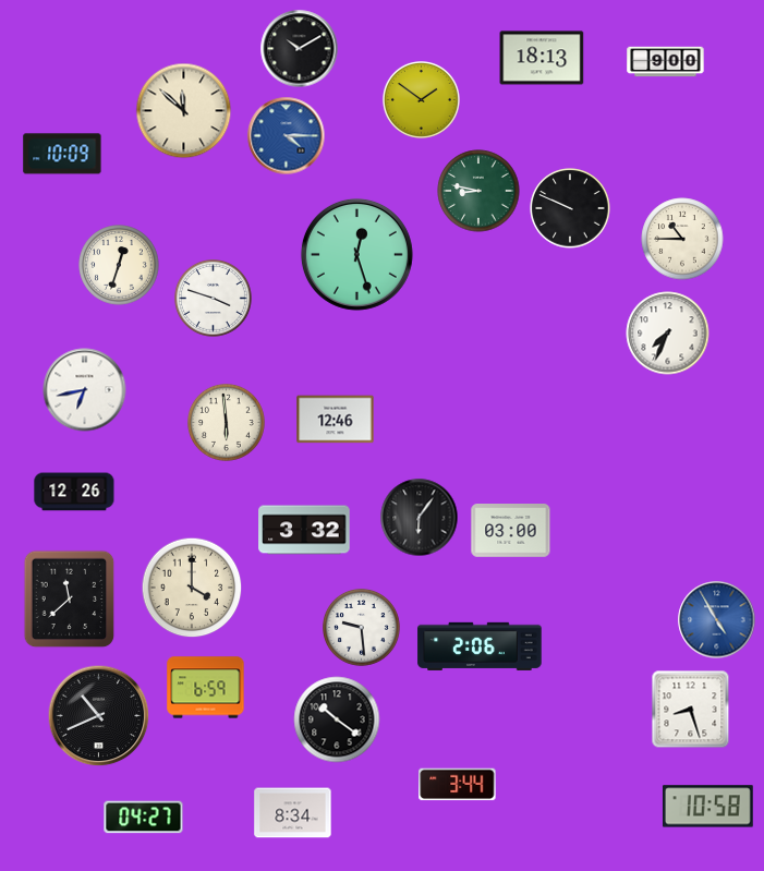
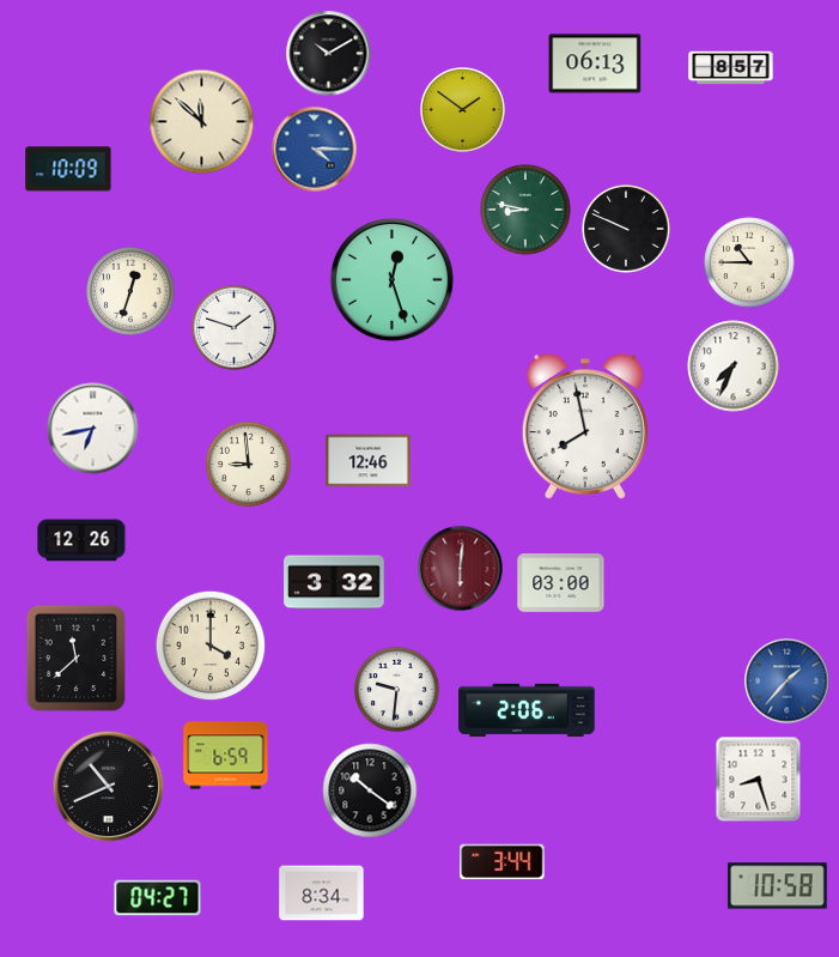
clock at (542, 58): 18:13 -> 06:13
clock at (666, 62): 9:00 -> 8:57
clock at (214, 299): 3:48 -> 1:48
clock at (585, 428): none -> 7:58
clock at (227, 423): 5:59 -> 8:59
clock at (420, 518): 6:06 -> 6:01
clock at (420, 518) dial: black -> burgundy
clock at (717, 620): 4:55 -> 1:37
clock at (362, 628): 9:29 -> 9:31
